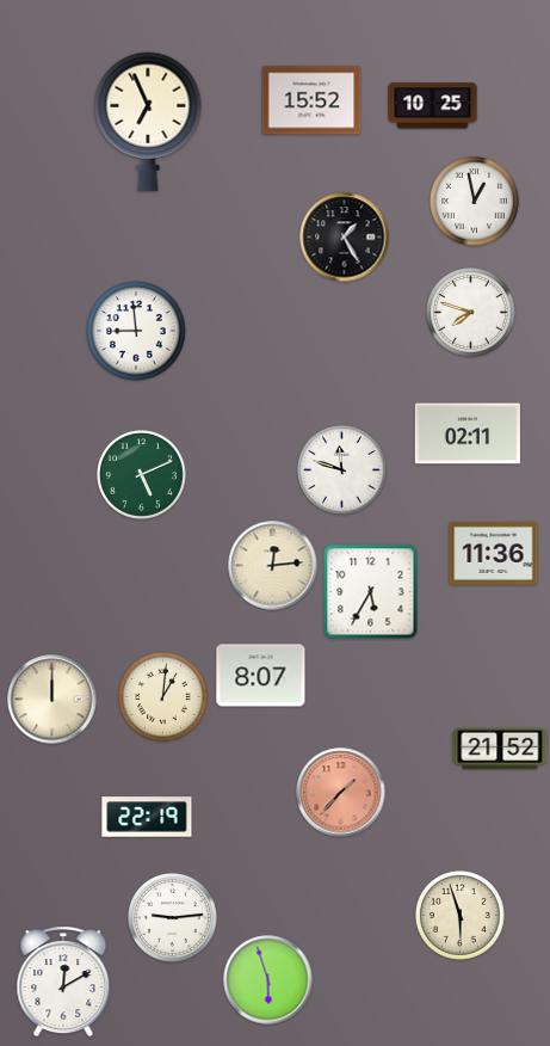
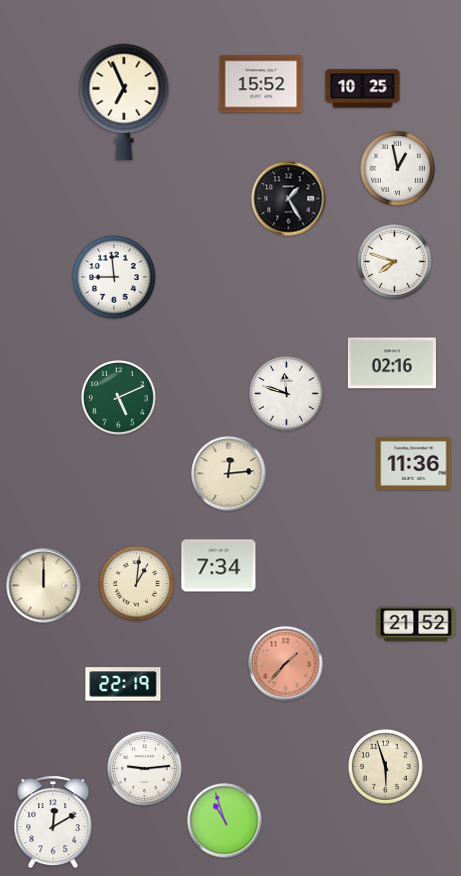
clock at (468, 433): 02:11 -> 02:16
clock at (371, 592): 5:35 -> none
clock at (261, 676): 8:07 -> 7:34
clock at (500, 749) position: (500, 749) -> (416, 624)
clock at (268, 980): 5:57 -> 10:57
